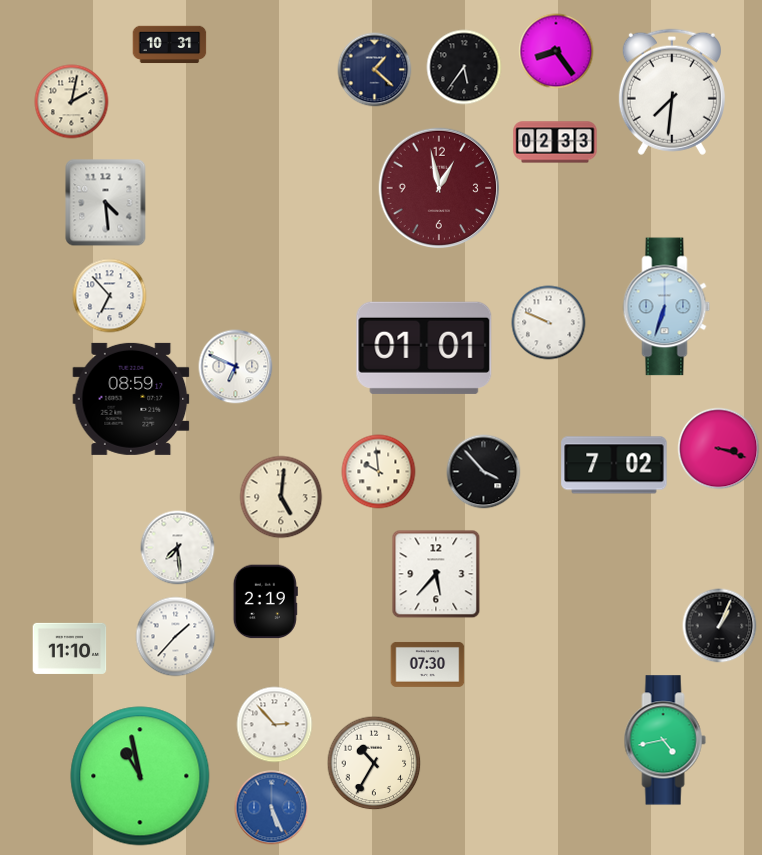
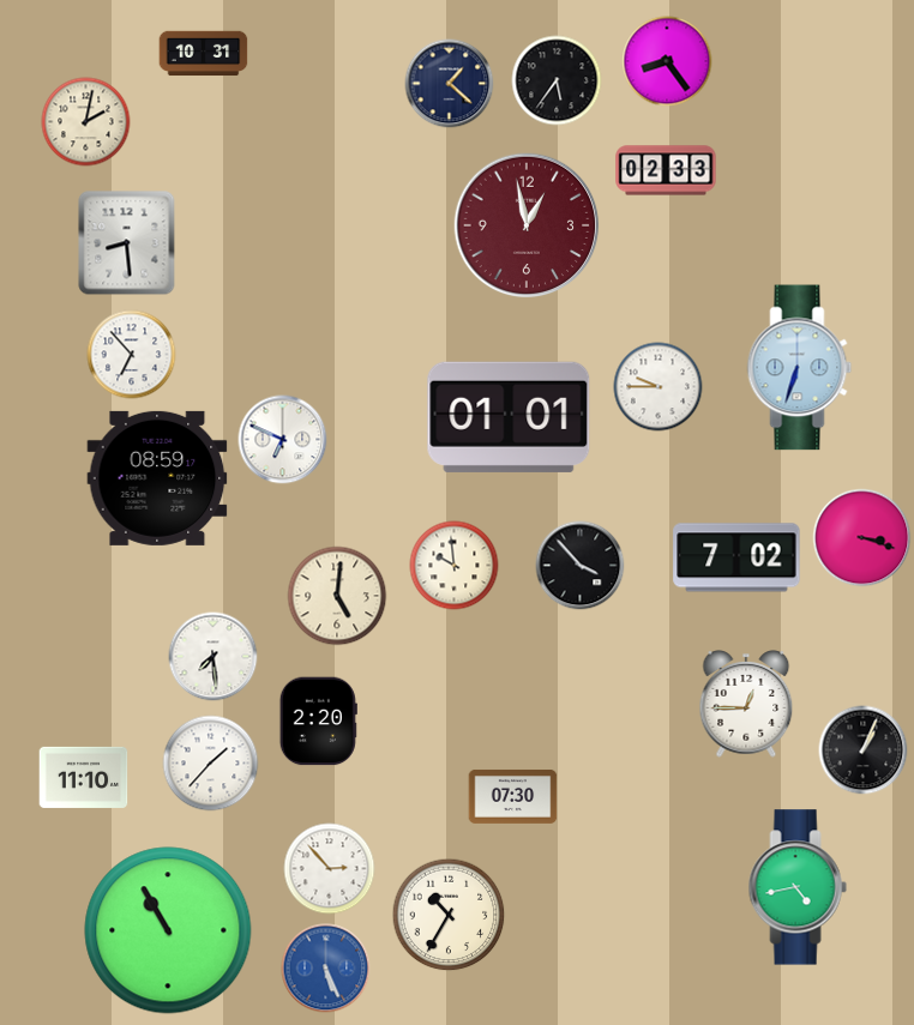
clock at (672, 92): 7:31 -> none
clock at (106, 203): 4:29 -> 8:29
clock at (549, 323): 9:49 -> 9:45
clock at (436, 574): 5:37 -> none
clock at (746, 704): none -> 12:45
clock at (265, 602): 2:19 -> 2:20
clock at (140, 776): 10:58 -> 10:55
